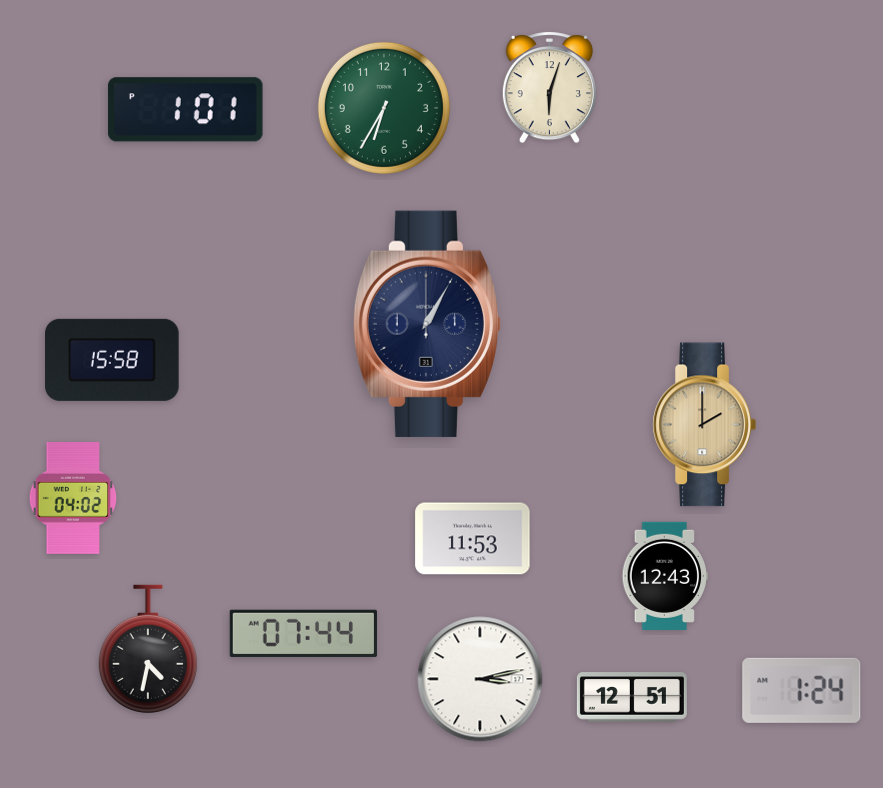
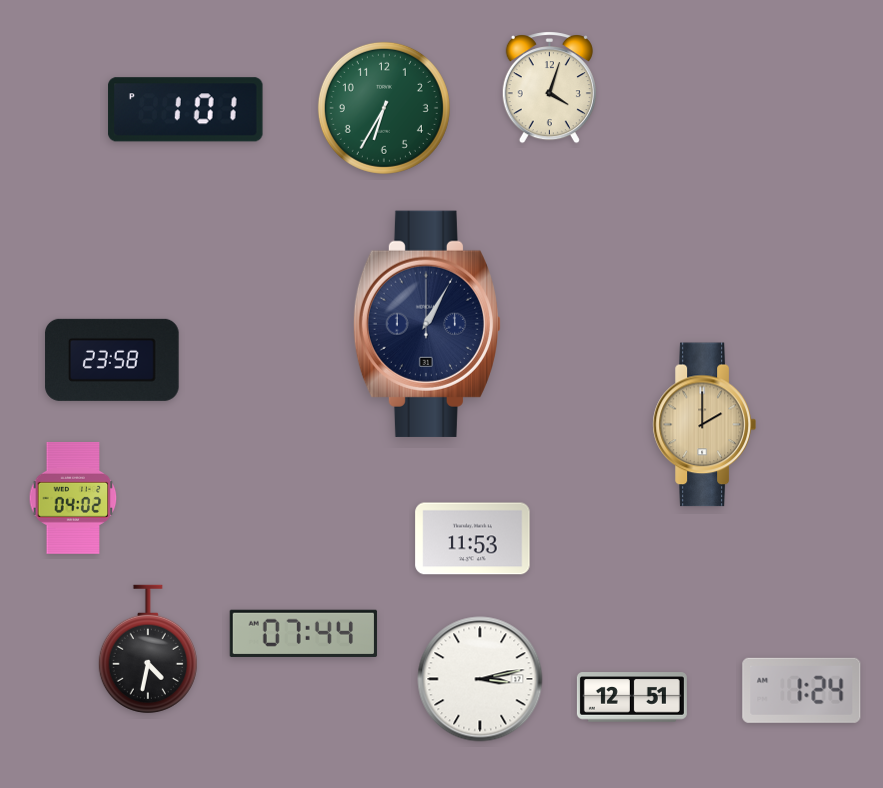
clock at (549, 88): 6:03 -> 4:03
clock at (112, 360): 15:58 -> 23:58
clock at (665, 576): 12:43 -> none
